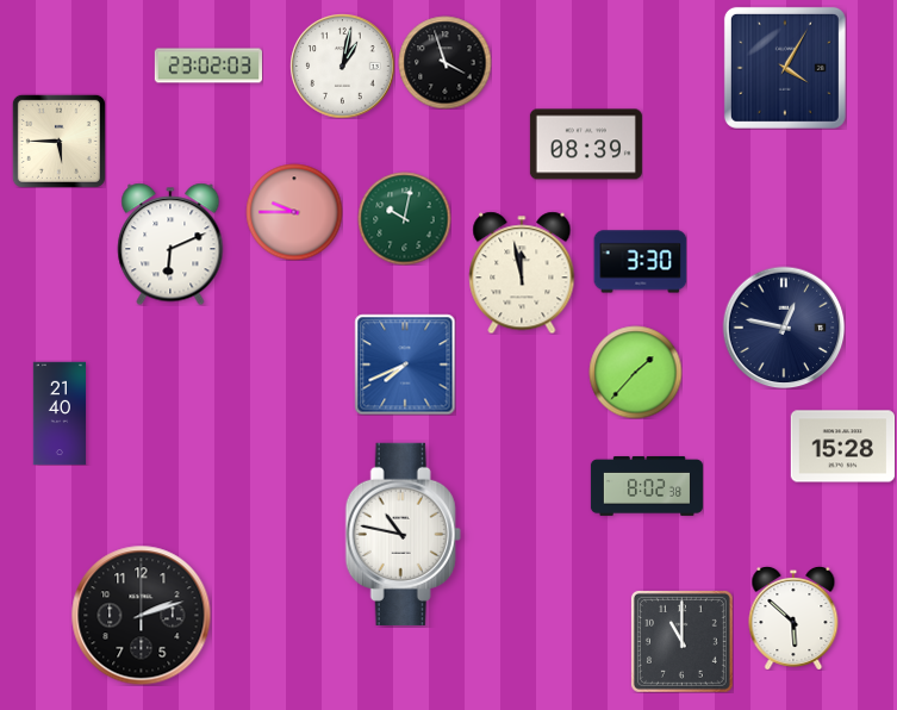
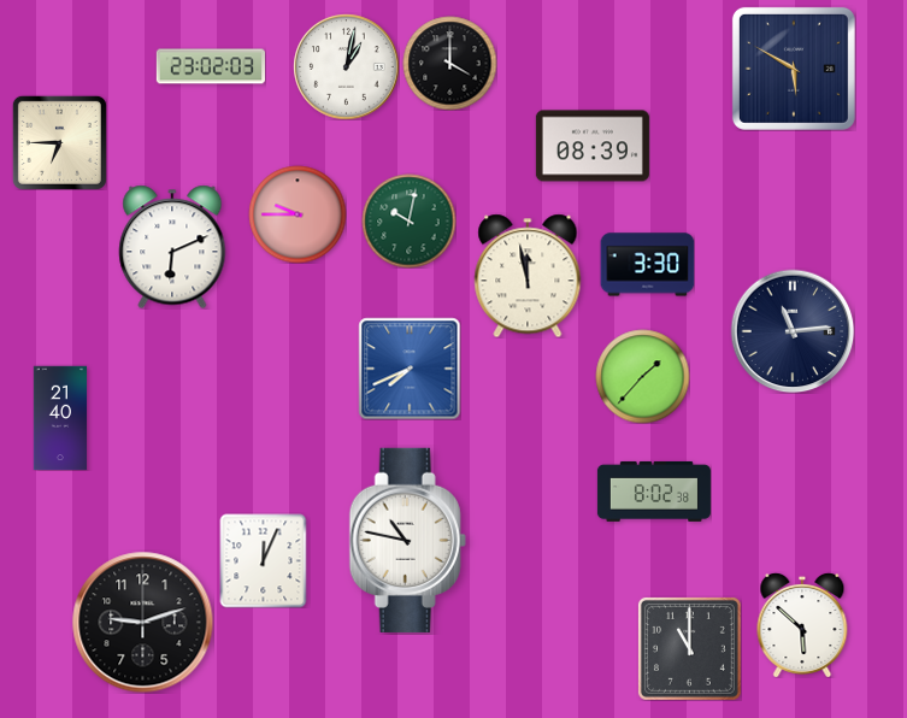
clock at (444, 62): 3:57 -> 4:00
clock at (785, 68): 4:05 -> 5:50
clock at (58, 141): 5:45 -> 6:45
clock at (784, 328): 12:47 -> 11:14
clock at (842, 447): 15:28 -> none
clock at (264, 560): none -> 12:04
clock at (141, 615): 2:12 -> 9:12
